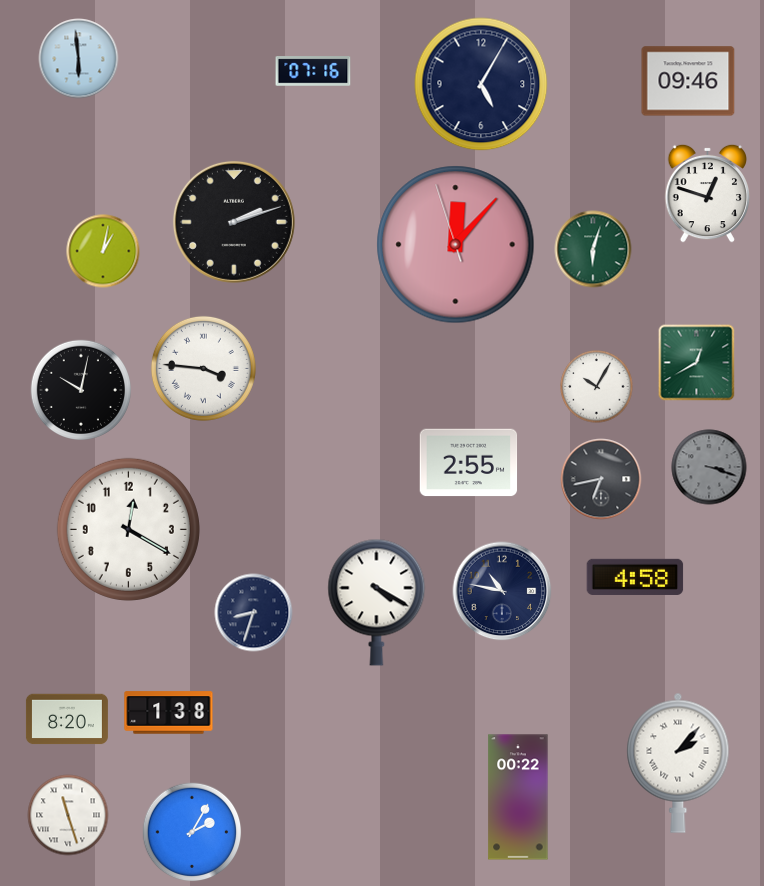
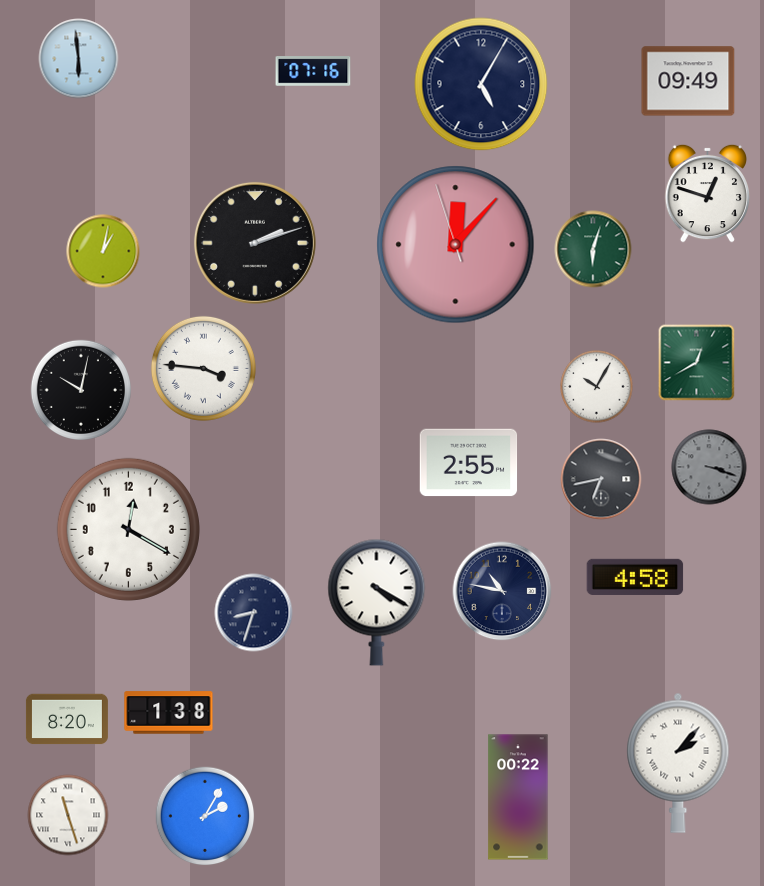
clock at (688, 81): 09:46 -> 09:49
clock at (234, 222) position: (234, 222) -> (255, 243)
clock at (192, 832) position: (192, 832) -> (205, 816)
